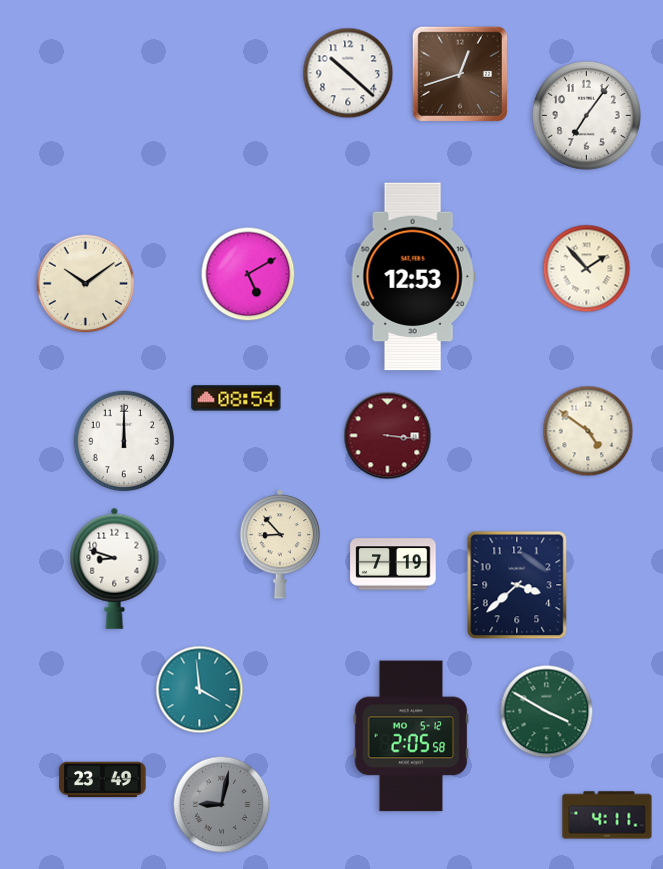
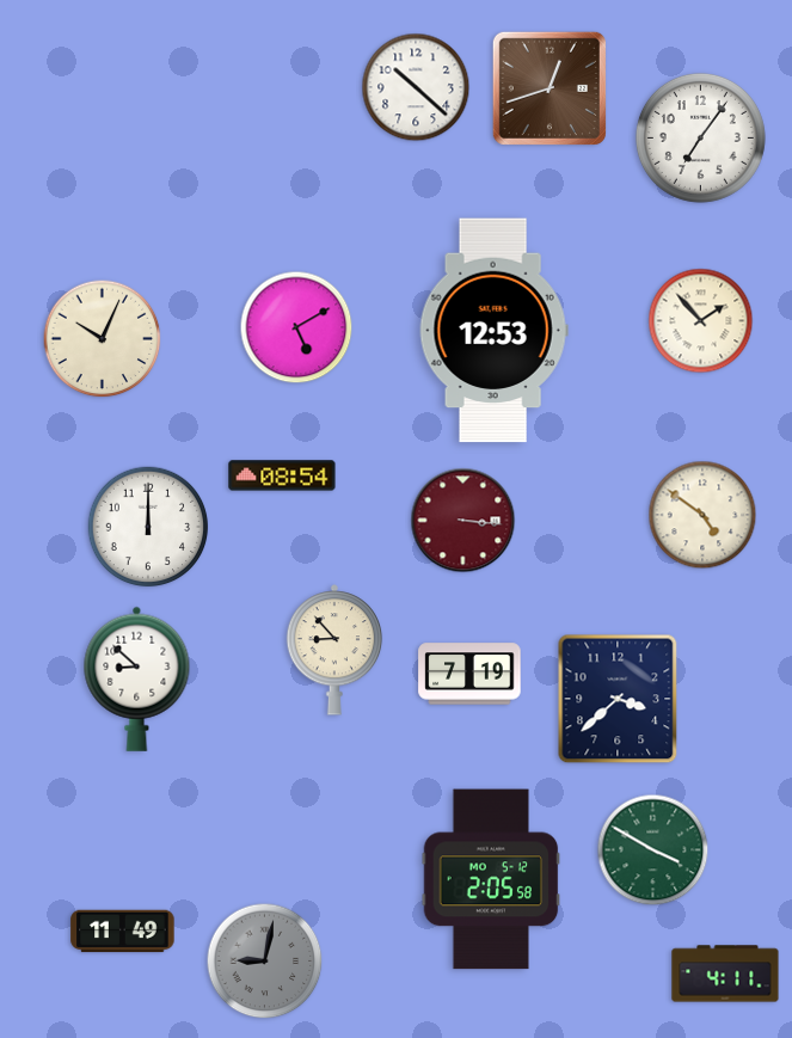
clock at (86, 284): 10:09 -> 10:04
clock at (115, 568): 8:48 -> 8:52
clock at (200, 690): 3:59 -> none
clock at (103, 780): 23:49 -> 11:49
